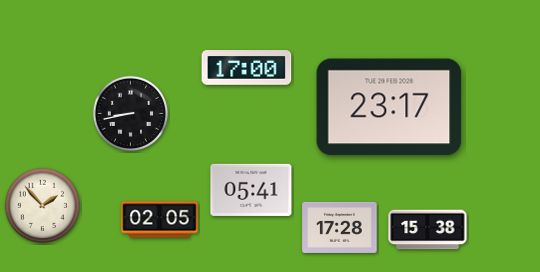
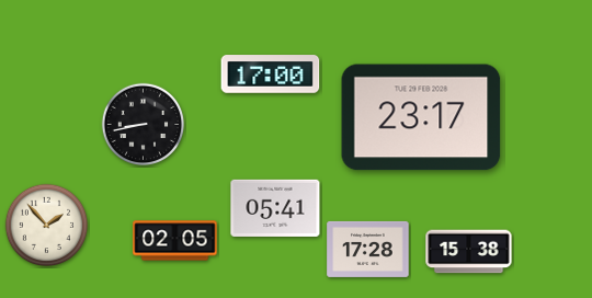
clock at (389, 107) position: (389, 107) -> (421, 117)
clock at (340, 227) position: (340, 227) -> (368, 249)
